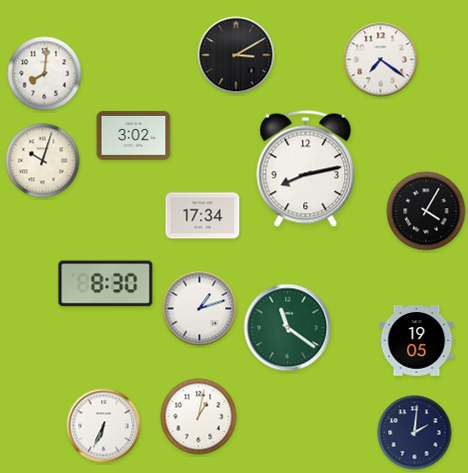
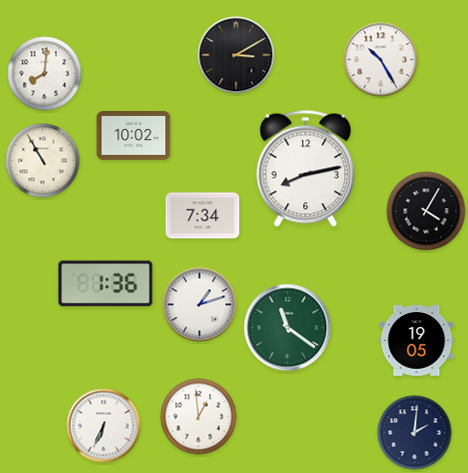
clock at (381, 60): 7:21 -> 10:25
clock at (134, 136): 3:02 -> 10:02
clock at (43, 161): 10:03 -> 10:55
clock at (203, 216): 17:34 -> 7:34
clock at (106, 284): 8:30 -> 1:36
clock at (200, 309) position: (200, 309) -> (200, 305)
clock at (199, 417): 1:02 -> 12:59
